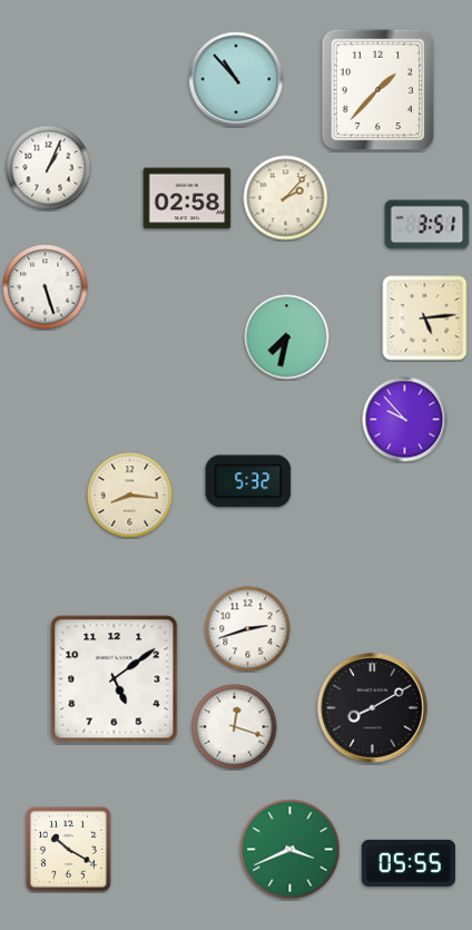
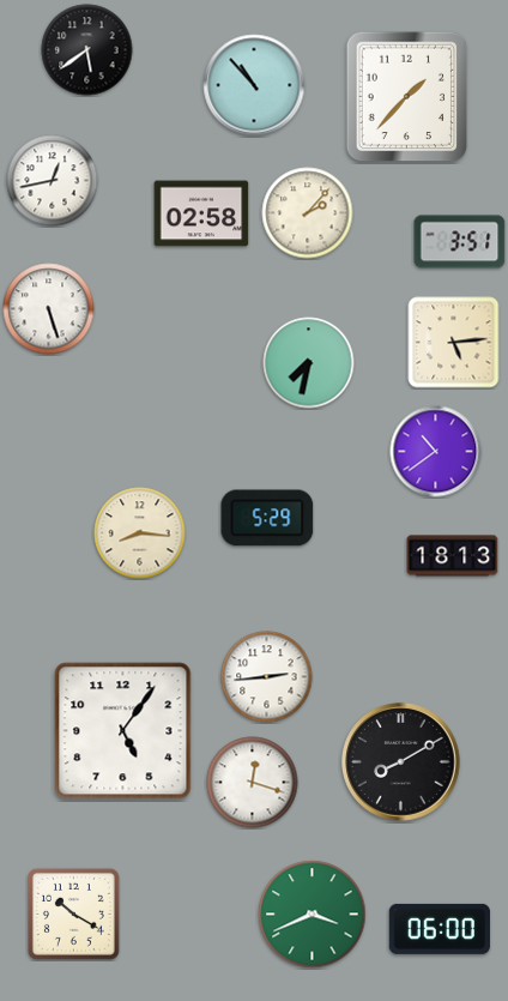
clock at (87, 50): none -> 5:39
clock at (49, 168): 1:04 -> 12:43
clock at (425, 319) position: (425, 319) -> (454, 343)
clock at (405, 420): 9:53 -> 10:39
clock at (248, 481): 5:32 -> 5:29
clock at (453, 556): none -> 18:13
clock at (248, 629): 2:42 -> 2:44
clock at (115, 679): 5:09 -> 5:06
clock at (409, 863): 05:55 -> 06:00
